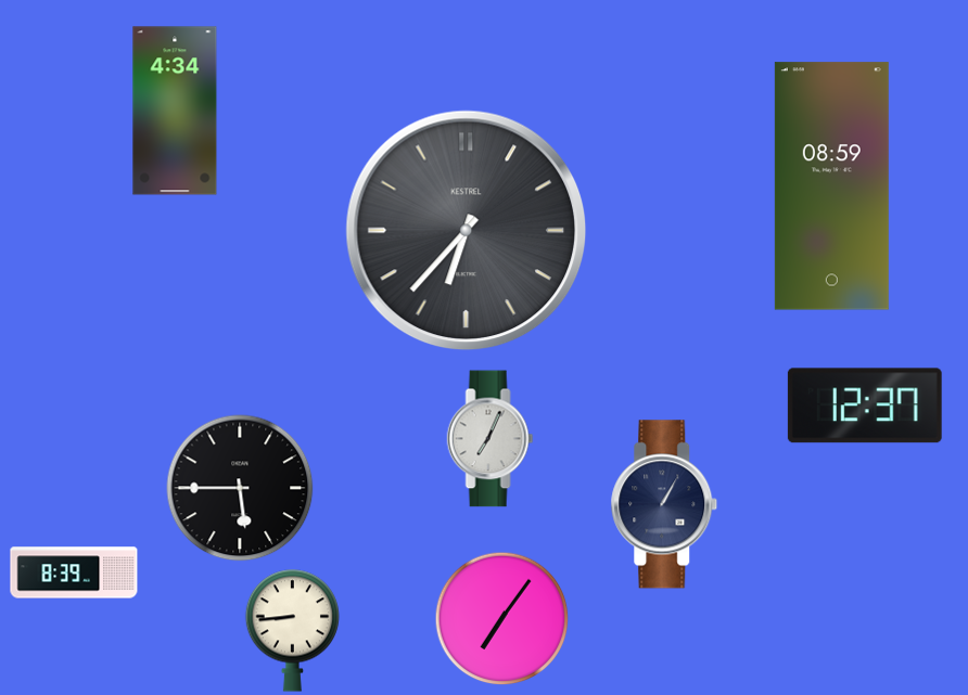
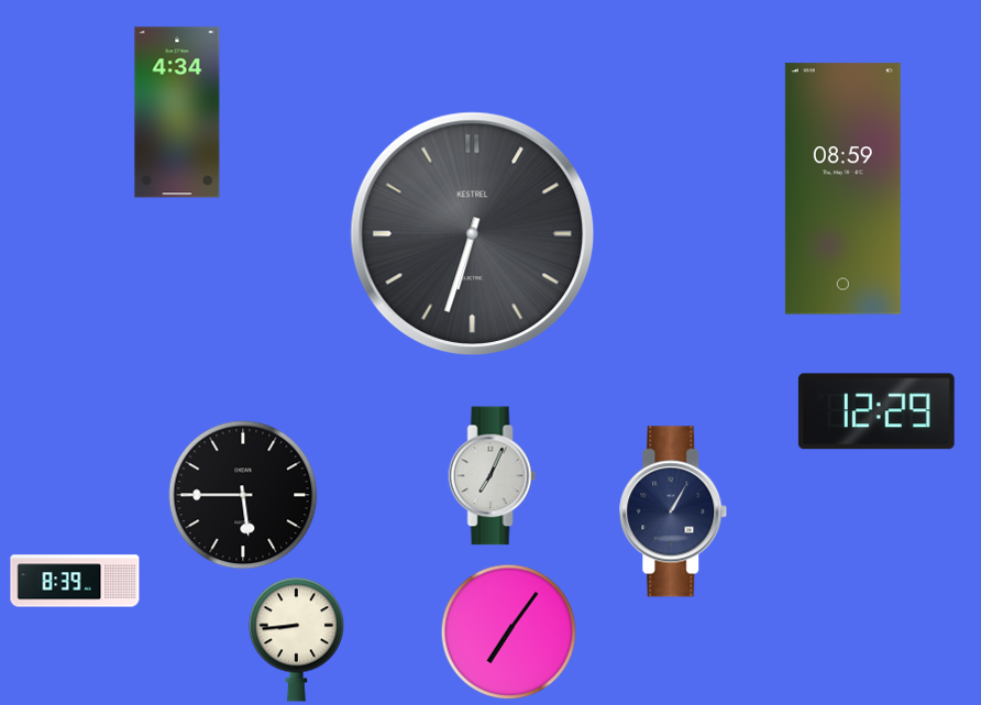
clock at (467, 231): 6:37 -> 6:33
clock at (865, 406): 12:37 -> 12:29
clock at (491, 439) position: (491, 439) -> (493, 476)
clock at (502, 619) position: (502, 619) -> (509, 632)
